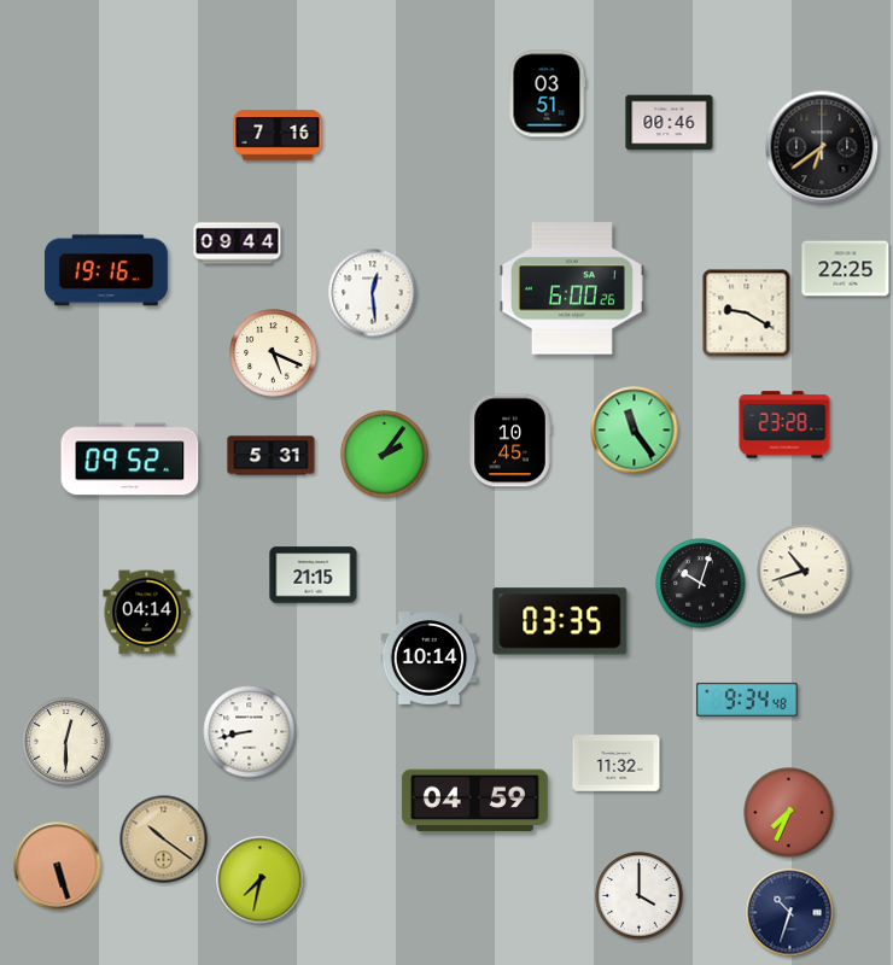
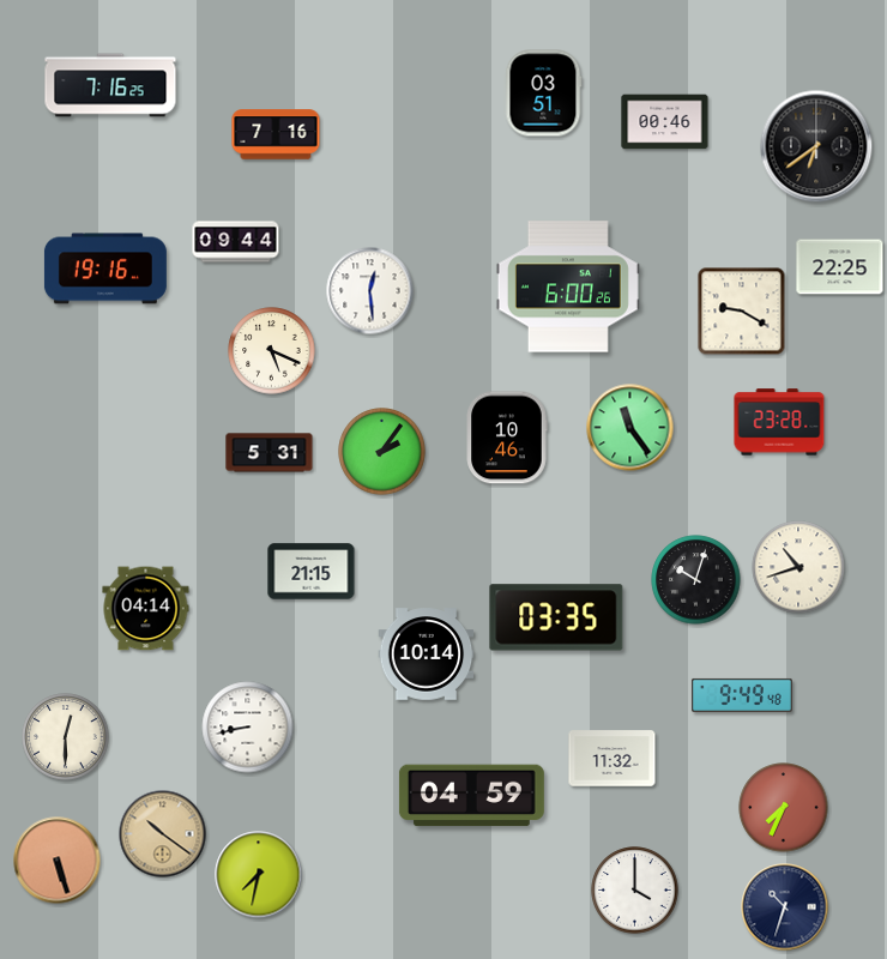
clock at (110, 85): none -> 7:16
clock at (510, 440): 10:45 -> 10:46
clock at (130, 460): 09:52 -> none
clock at (747, 700): 9:34 -> 9:49
